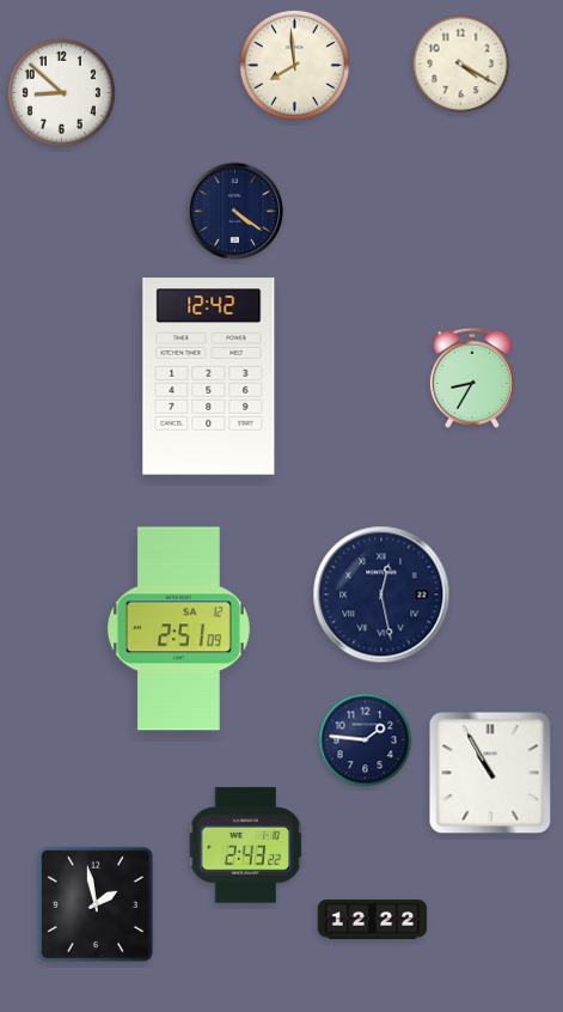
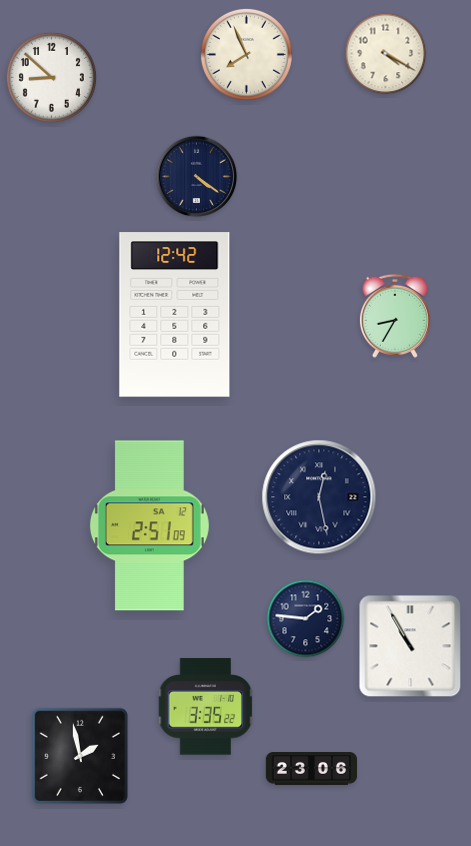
clock at (294, 65): 7:59 -> 7:56
clock at (246, 846): 2:43 -> 3:35
clock at (373, 920): 12:22 -> 23:06
